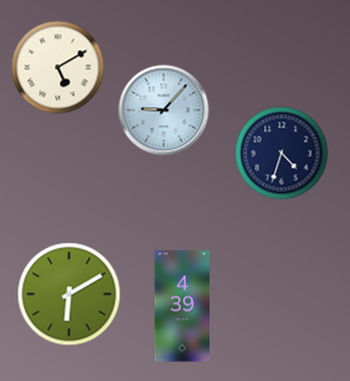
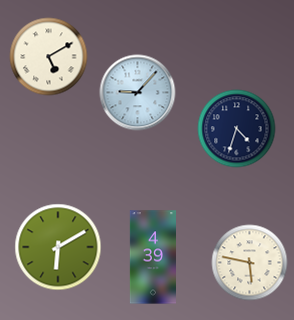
clock at (250, 263): none -> 5:47
